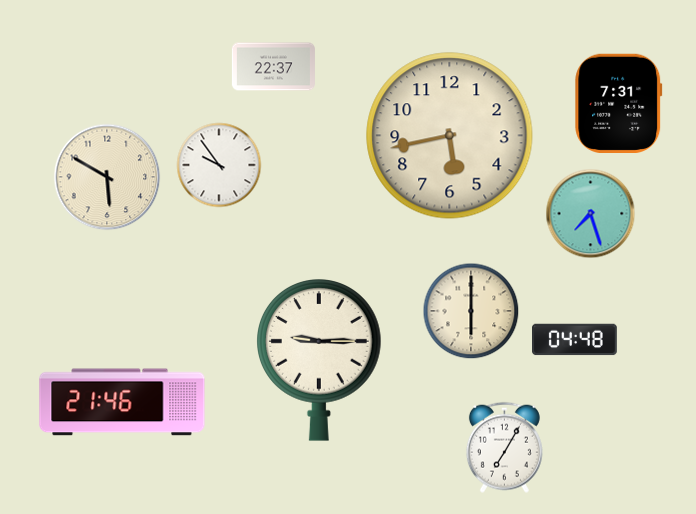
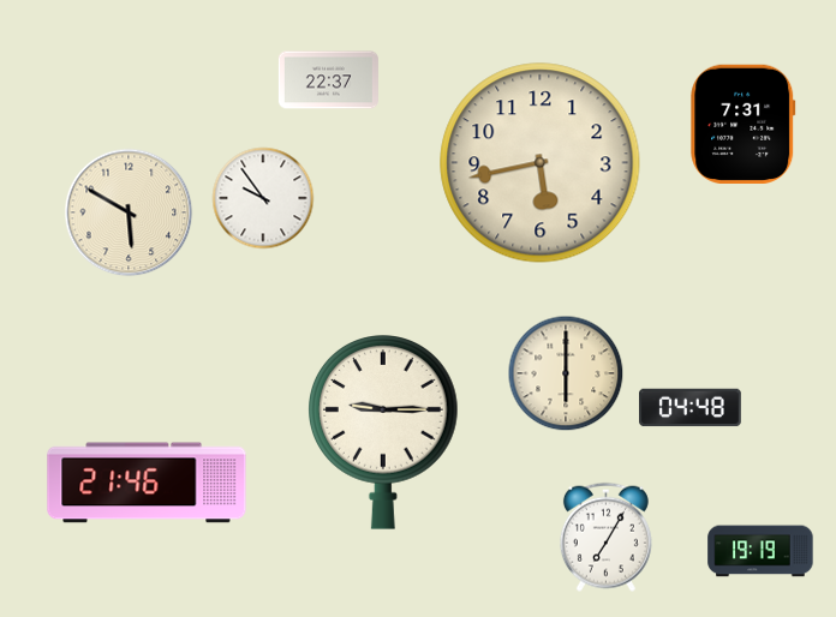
clock at (591, 214): 7:27 -> none
clock at (760, 551): none -> 19:19
